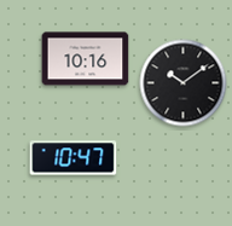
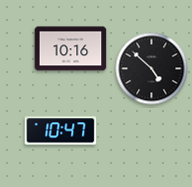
clock at (184, 83): 10:09 -> 4:52
